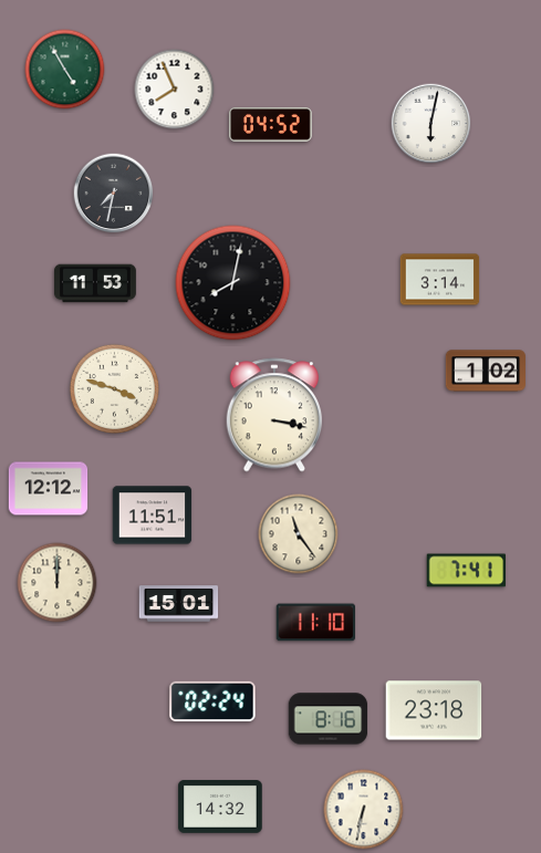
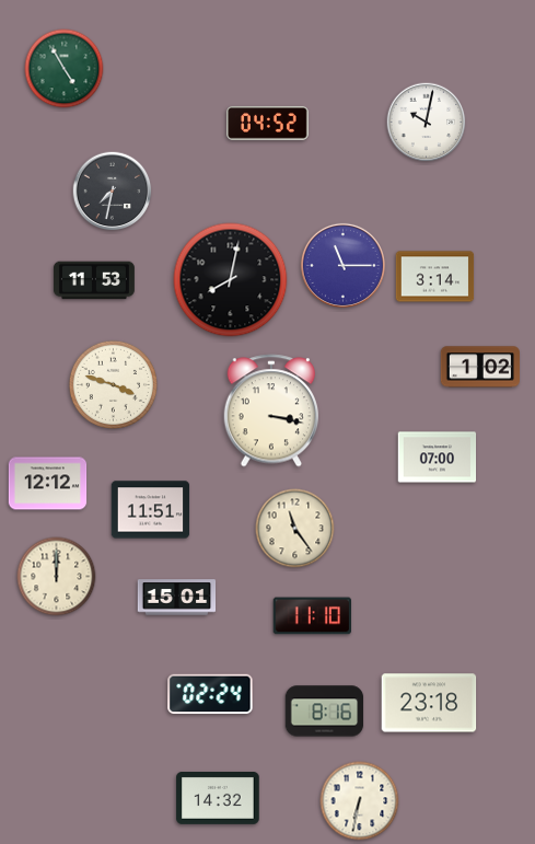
clock at (175, 90): 7:56 -> none
clock at (431, 124): 6:02 -> 10:02
clock at (342, 265): none -> 11:15
clock at (438, 458): none -> 07:00
clock at (466, 571): 7:41 -> none
